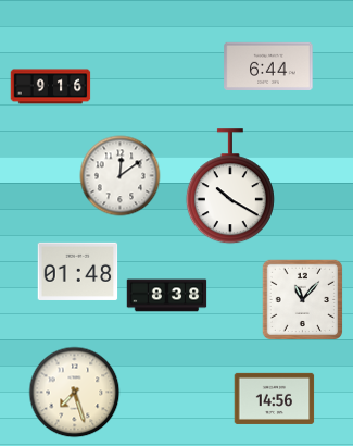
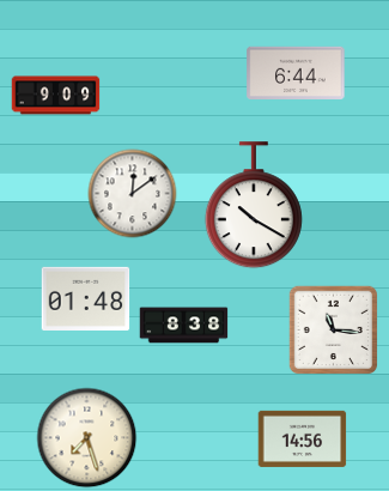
clock at (51, 87): 9:16 -> 9:09
clock at (302, 299): 11:07 -> 11:16
clock at (75, 393) position: (75, 393) -> (87, 438)
